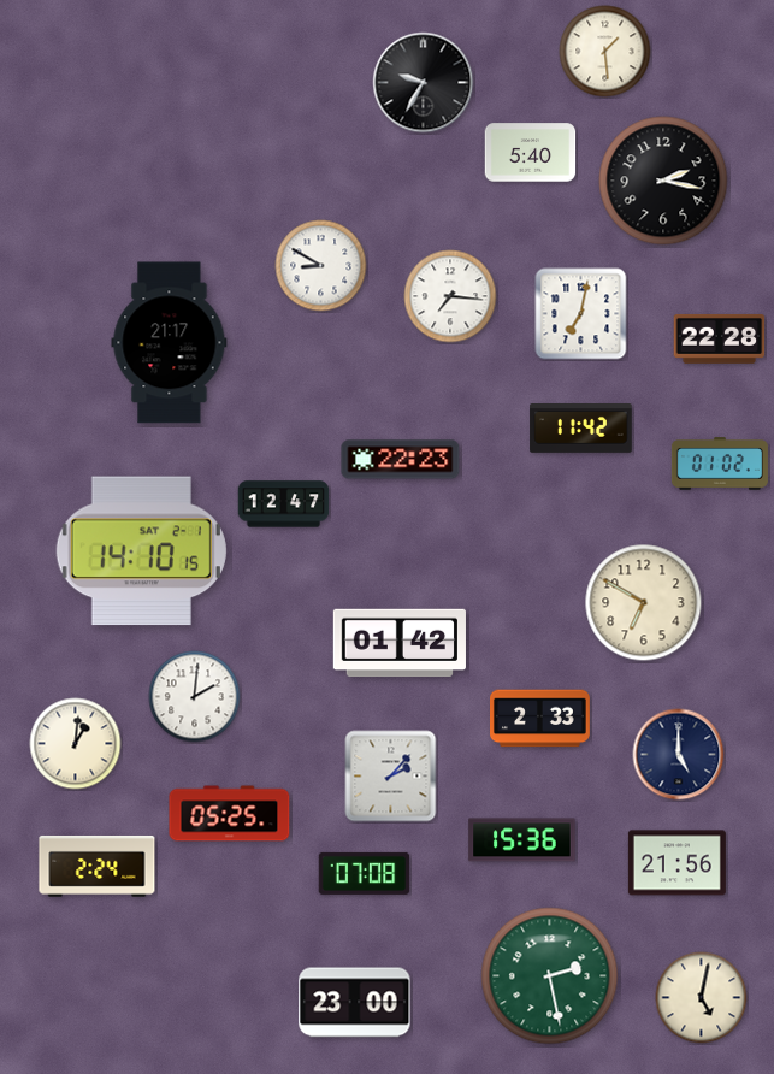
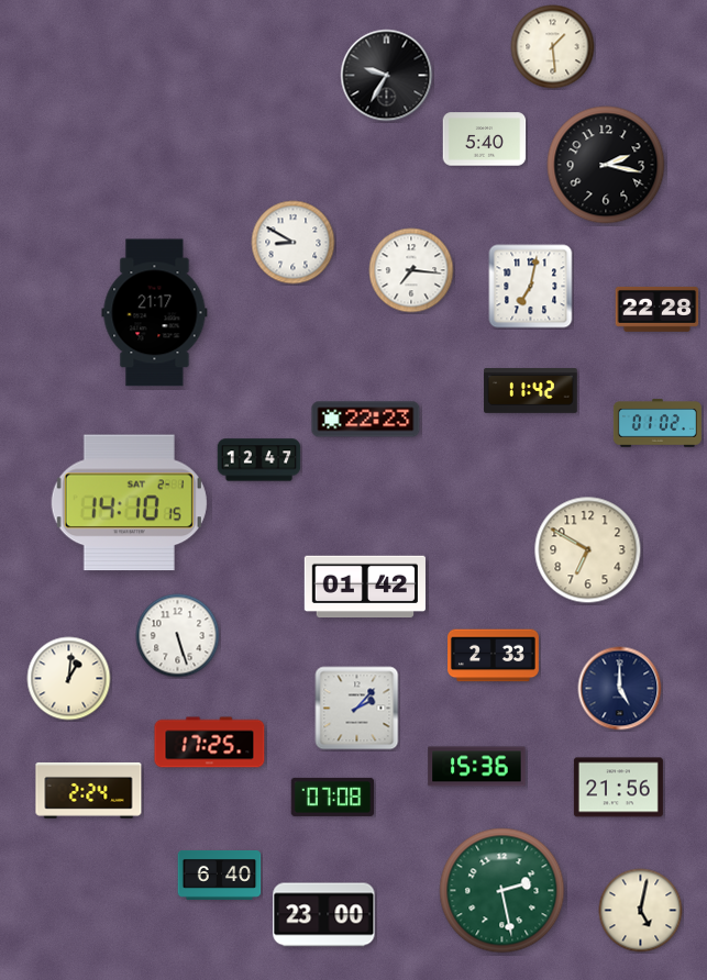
clock at (195, 697): 2:01 -> 5:27
clock at (230, 814): 05:25 -> 17:25
clock at (220, 875): none -> 6:40
